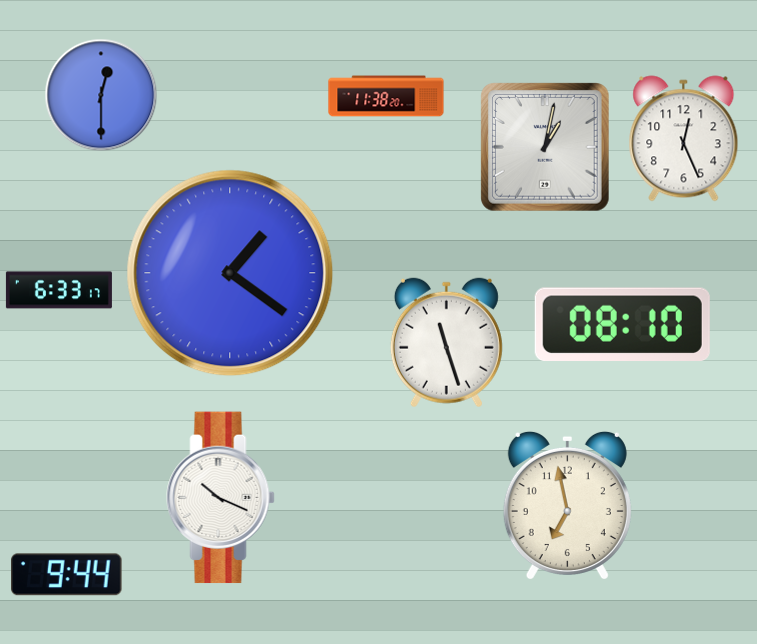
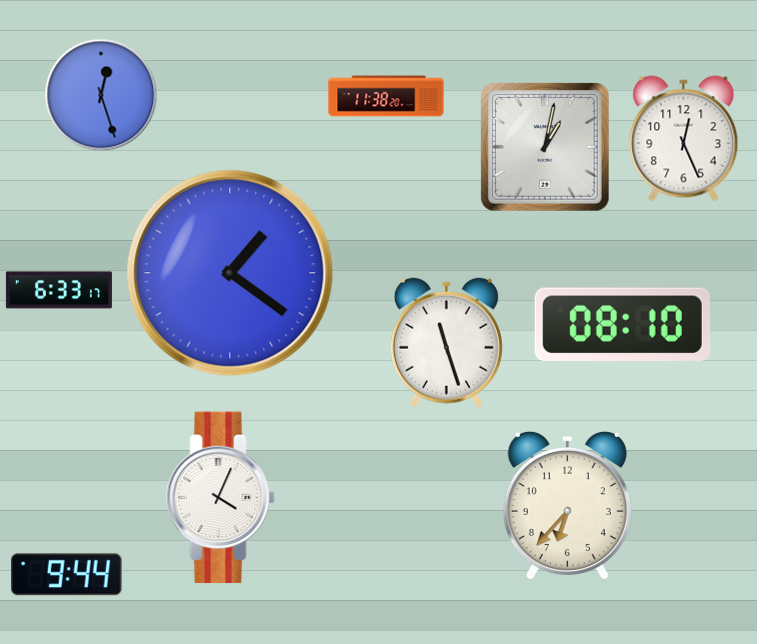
clock at (101, 95): 12:30 -> 12:27
clock at (221, 498): 10:19 -> 4:04
clock at (567, 505): 6:58 -> 6:37
